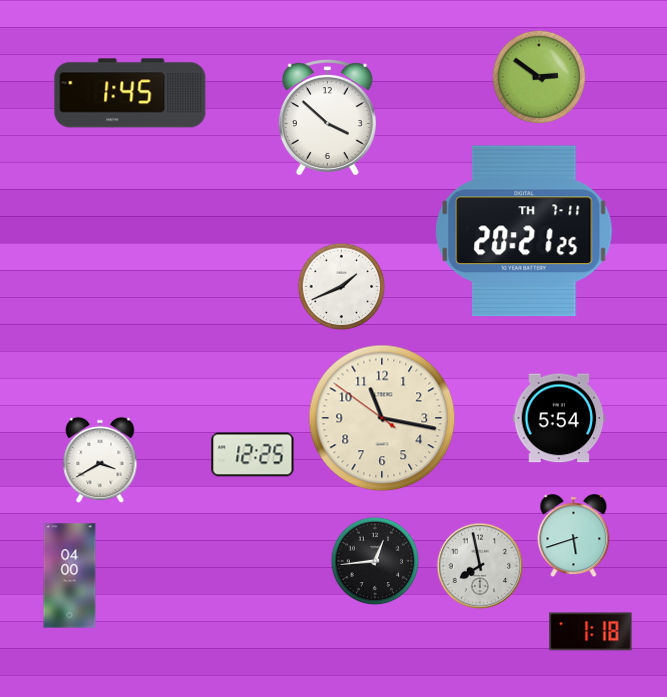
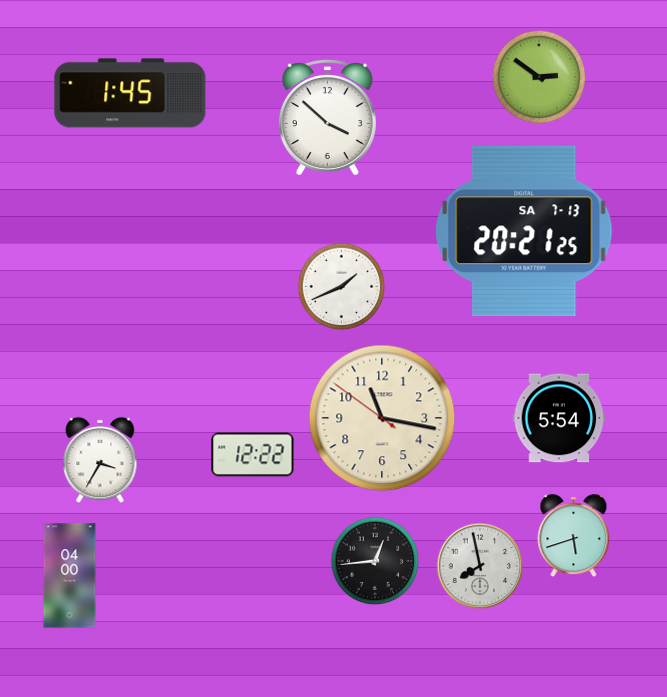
clock at (524, 231) date: TH 7-11 -> SA 7-13
clock at (253, 455): 12:25 -> 12:22
clock at (100, 460): 3:40 -> 3:35
clock at (591, 632): 1:18 -> none
